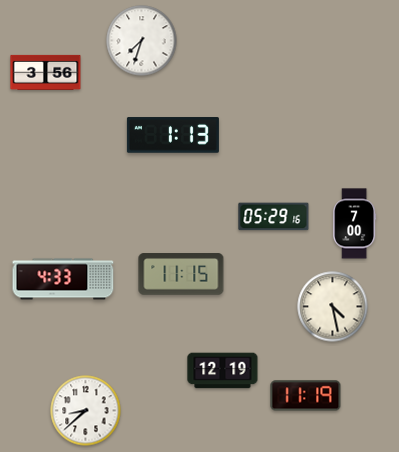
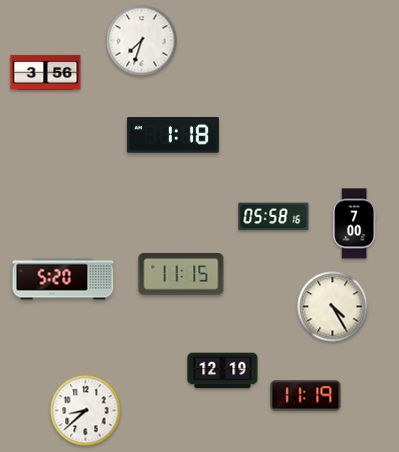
clock at (173, 135): 1:13 -> 1:18
clock at (274, 217): 05:29 -> 05:58
clock at (63, 279): 4:33 -> 5:20
clock at (333, 307): 4:28 -> 4:25
